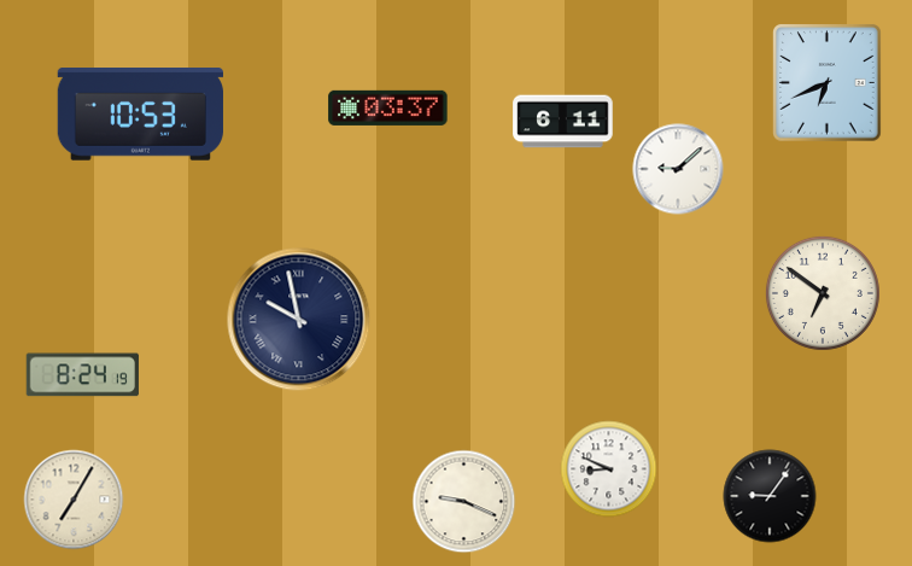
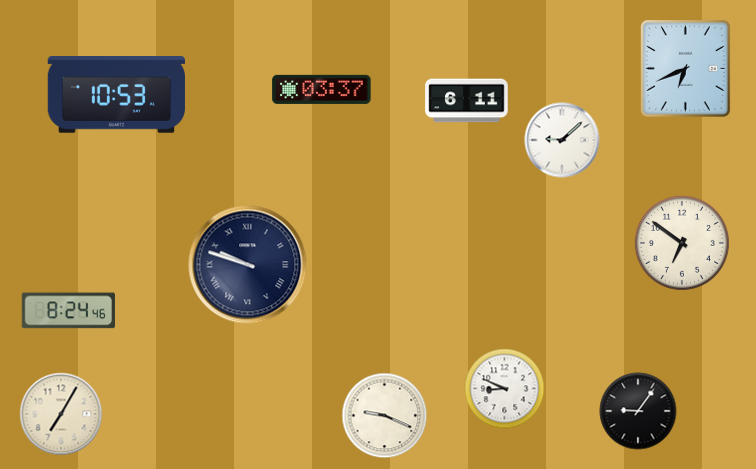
clock at (299, 320): 9:58 -> 9:48
clock at (82, 375): 8:24:19 -> 8:24:46
